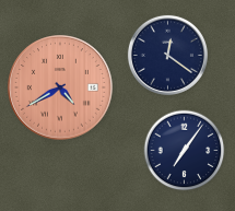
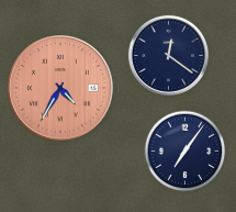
clock at (60, 87): 4:40 -> 4:35
